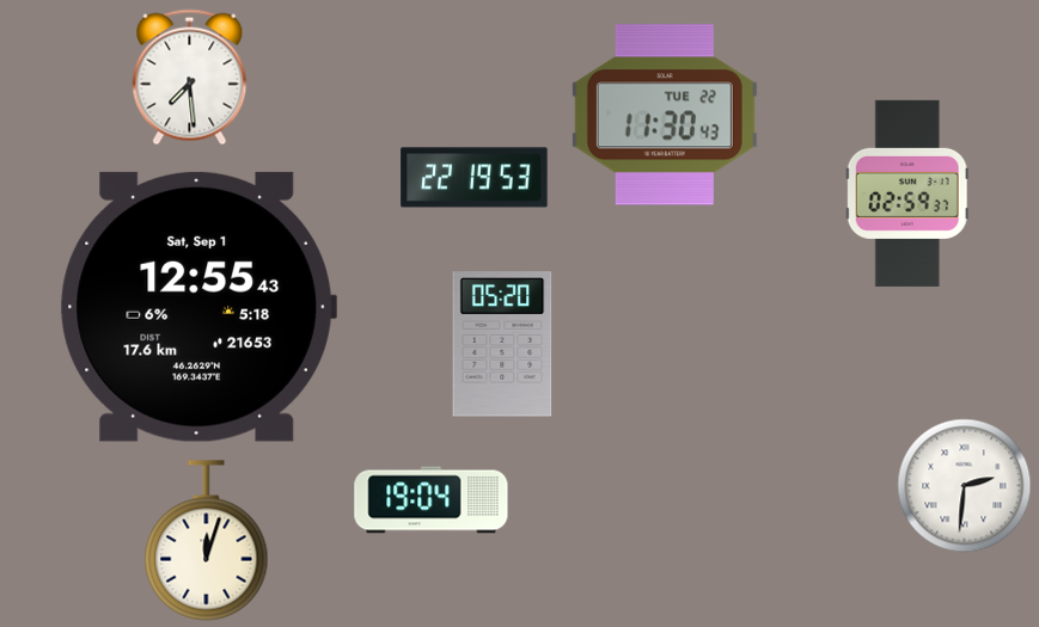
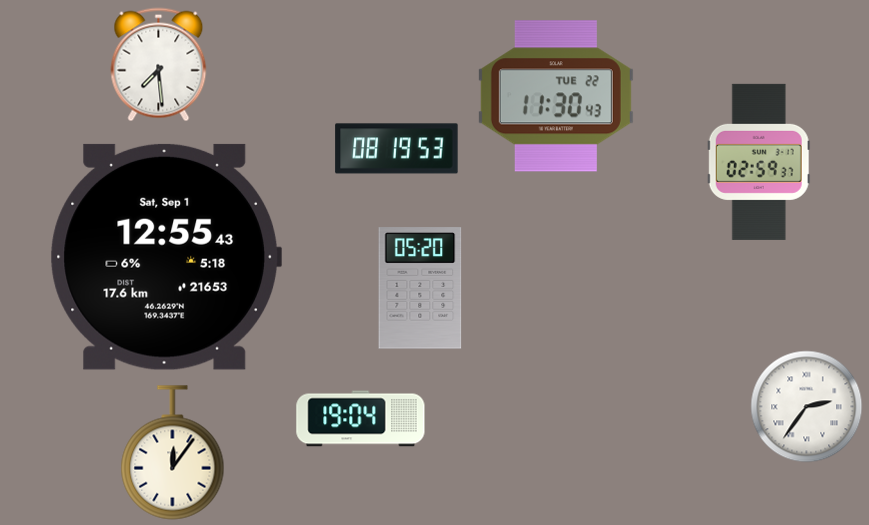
clock at (475, 178): 22:19 -> 08:19
clock at (965, 486): 2:31 -> 2:36
clock at (207, 541): 12:03 -> 12:06
